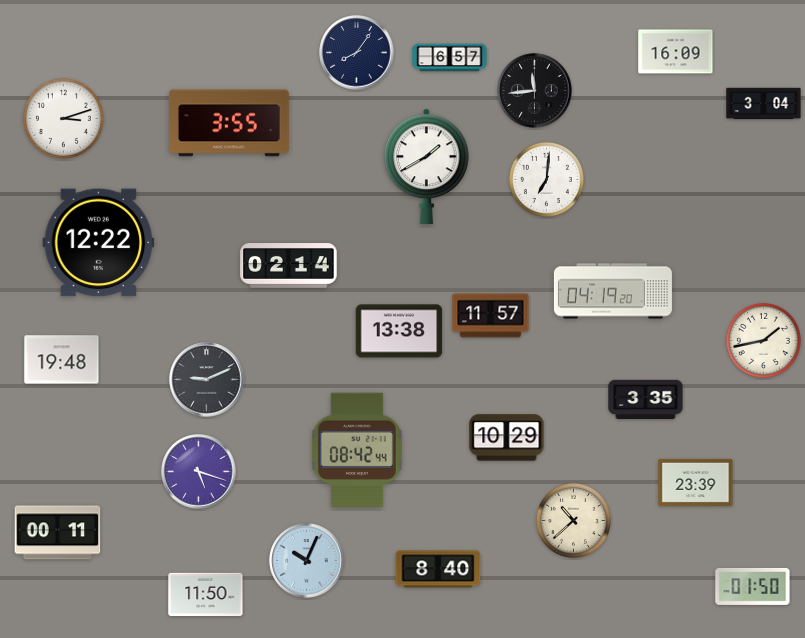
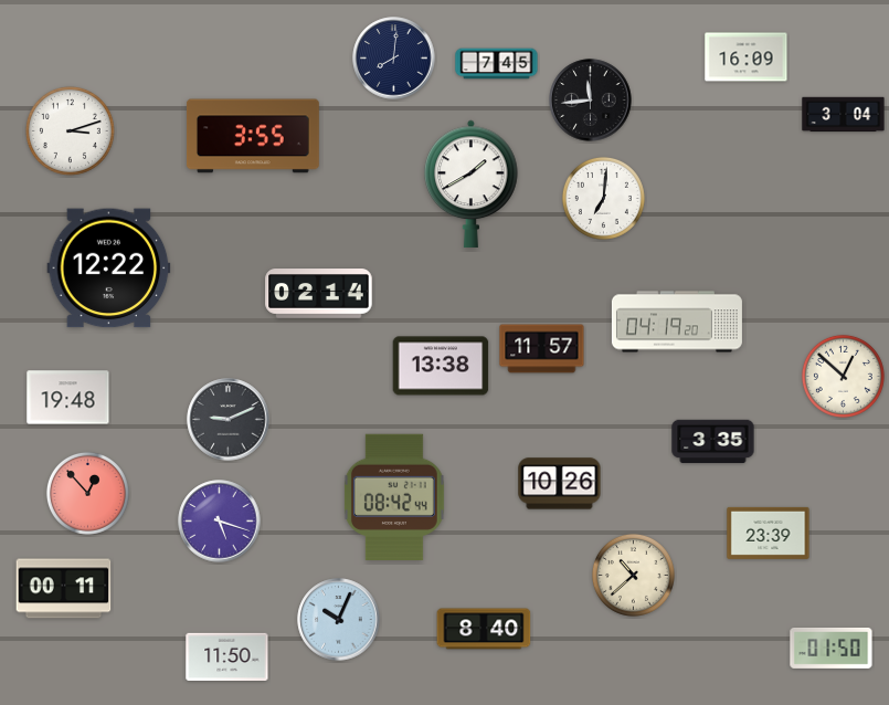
clock at (357, 53): 8:06 -> 8:01
clock at (450, 58): 6:57 -> 7:45
clock at (763, 340): 1:43 -> 12:52
clock at (507, 438): 10:29 -> 10:26
clock at (87, 493): none -> 12:53
